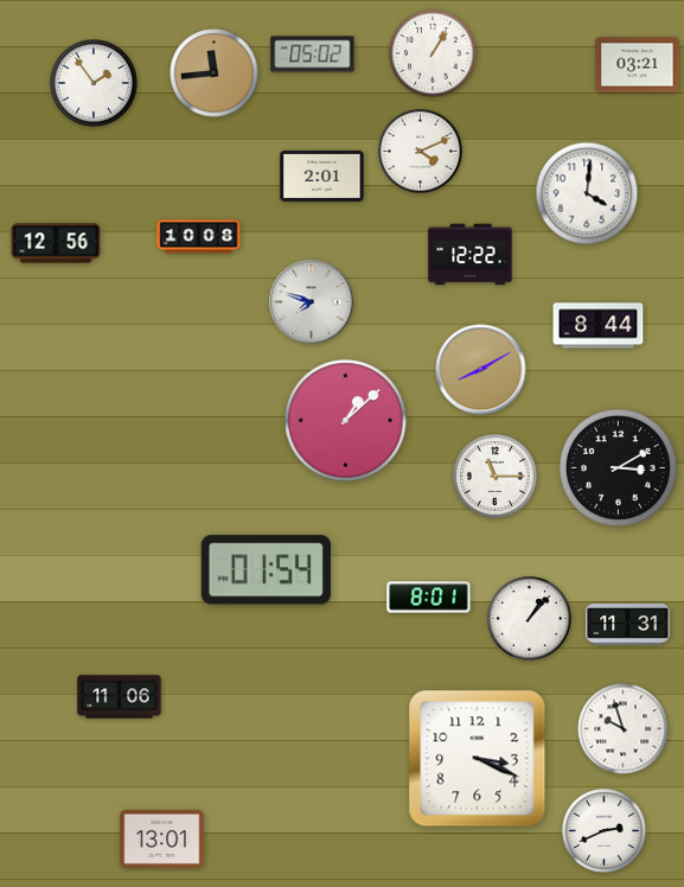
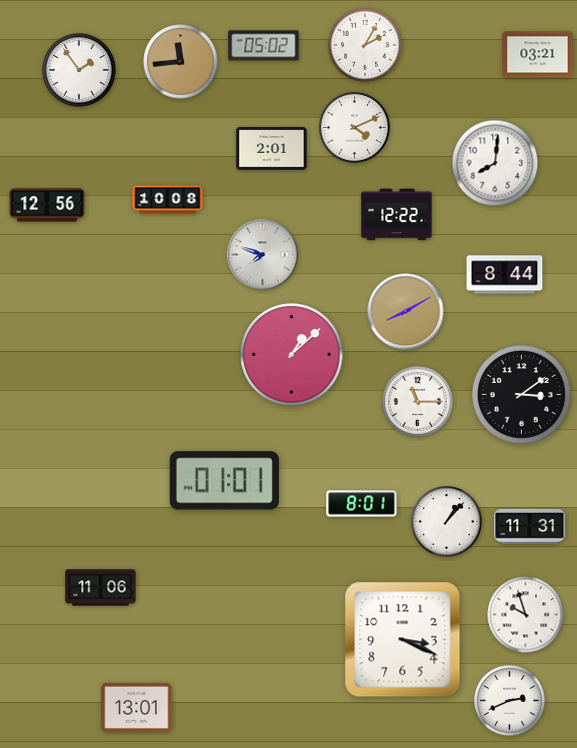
clock at (433, 53): 1:05 -> 2:05
clock at (587, 193): 4:01 -> 8:01
clock at (619, 468): 3:10 -> 3:09
clock at (266, 570): 01:54 -> 01:01
